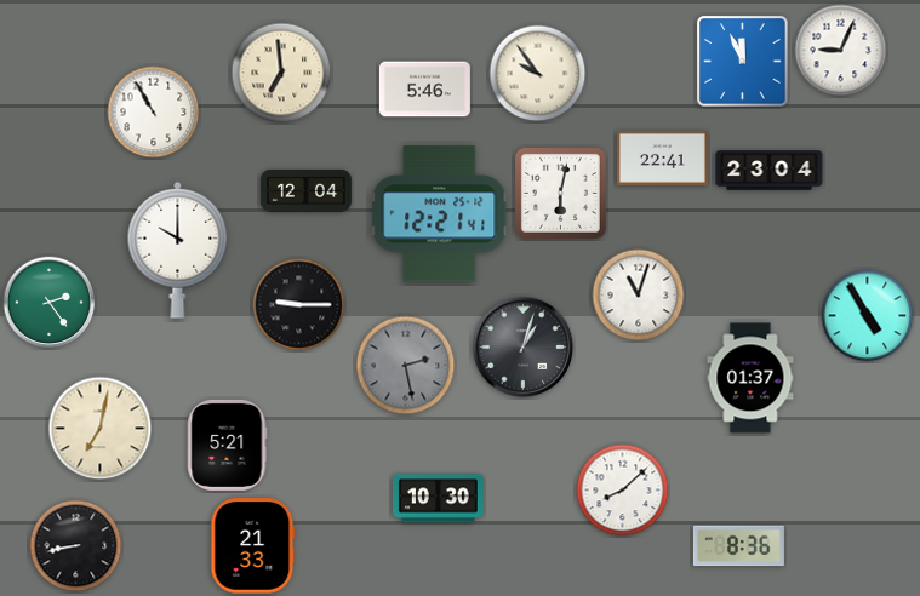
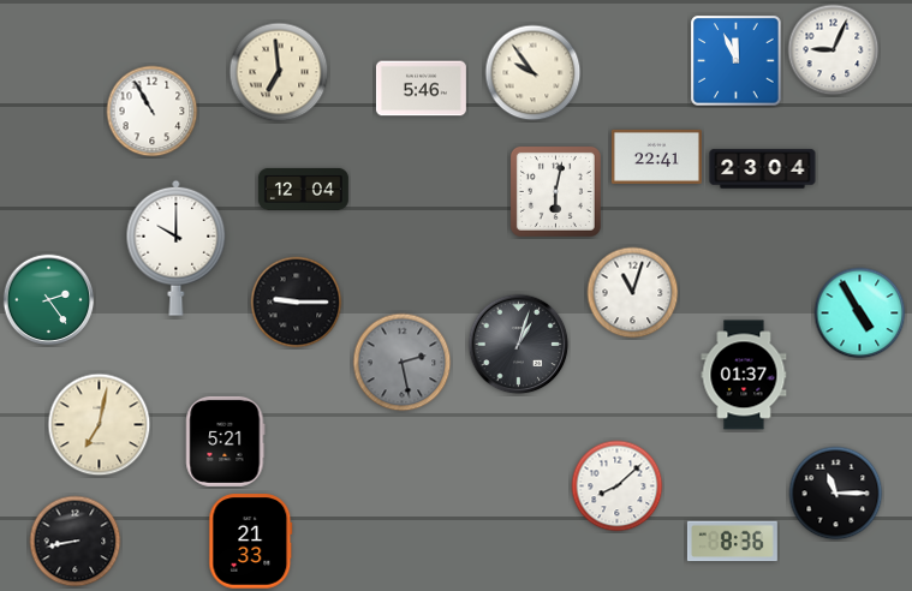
clock at (440, 214): 12:21 -> none
clock at (836, 494): none -> 11:15
clock at (438, 499): 10:30 -> none
